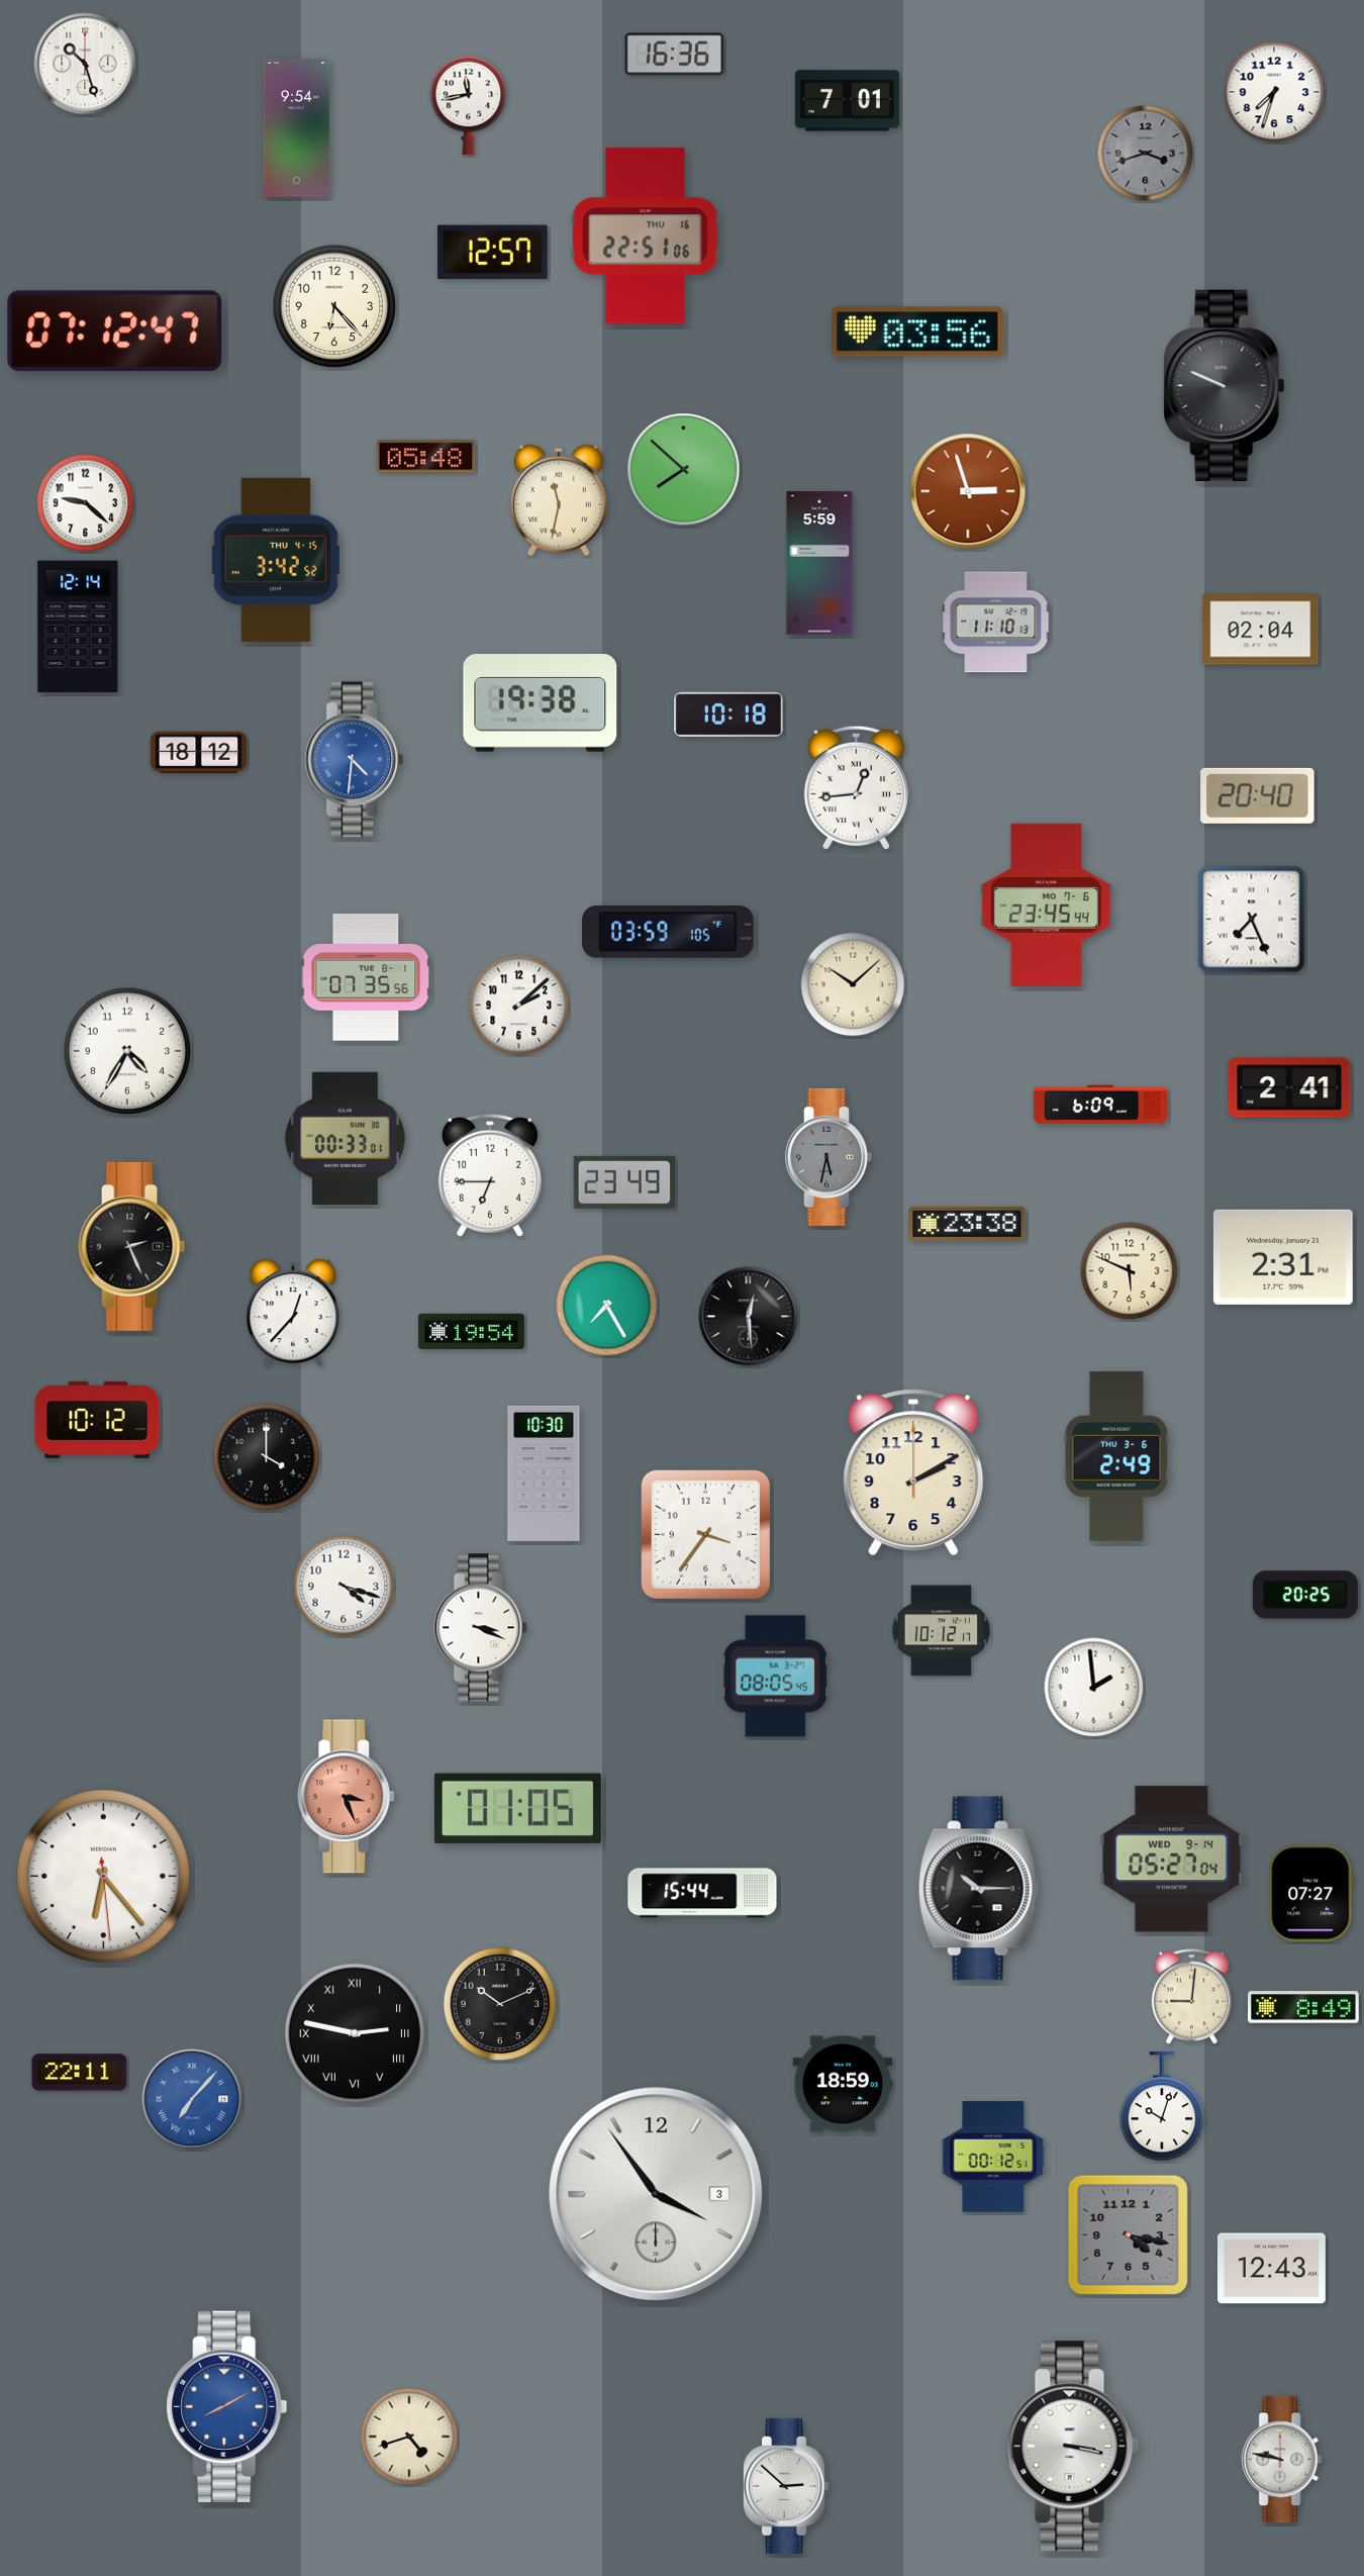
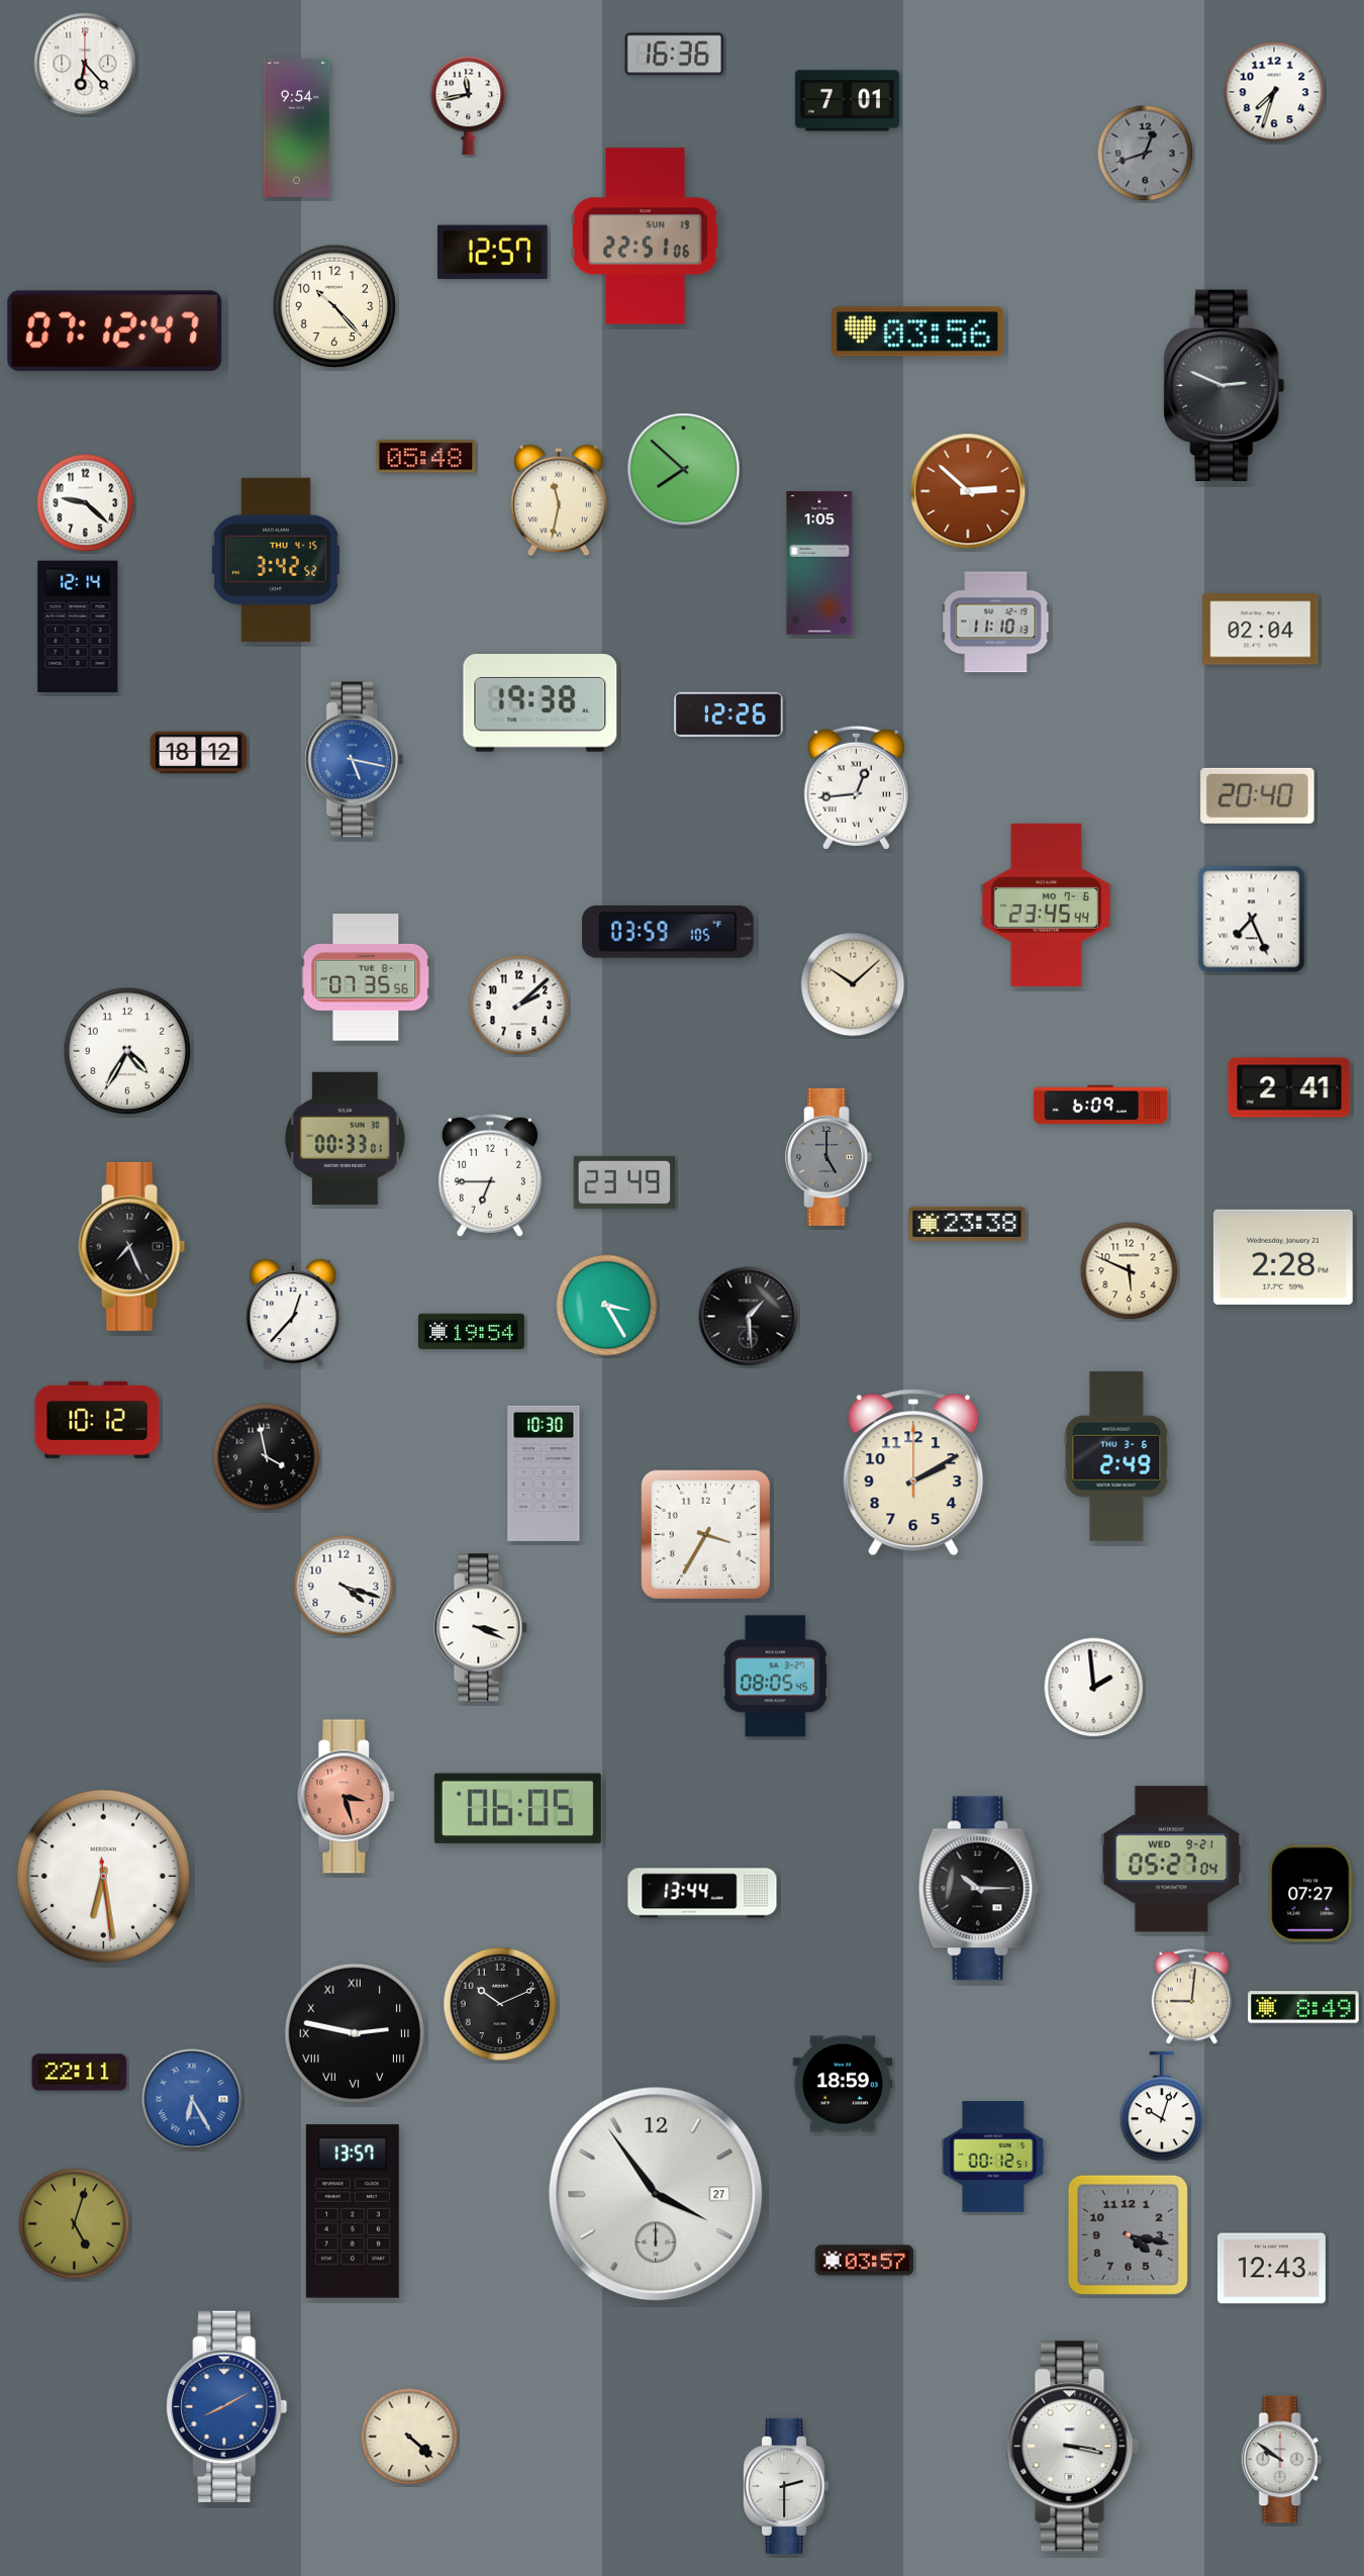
clock at (85, 64): 10:27 -> 6:23
clock at (1146, 154): 3:42 -> 12:42
clock at (645, 236) date: THU 16 -> SUN 19
clock at (334, 306): 6:23 -> 10:23
clock at (1225, 385): 9:49 -> 2:49
clock at (968, 491): 2:57 -> 2:52
clock at (819, 563): 5:59 -> 1:05
clock at (729, 713): 10:18 -> 12:26
clock at (355, 760): 4:31 -> 5:17
clock at (829, 1157): 5:32 -> 5:00
clock at (132, 1246): 2:26 -> 7:26
clock at (1283, 1257): 2:31 -> 2:28
clock at (607, 1306): 7:25 -> 3:25
clock at (749, 1317): 12:29 -> 1:29
clock at (267, 1457): 4:00 -> 3:58
clock at (705, 1534): 3:36 -> 3:35
clock at (1305, 1595): 20:25 -> none
clock at (942, 1631): 10:12 -> none
clock at (347, 1797): 3:26 -> 3:27
clock at (517, 1809): 01:05 -> 06:05
clock at (1172, 1859) date: WED 9-14 -> WED 9-21
clock at (103, 1876): 6:23 -> 6:28
clock at (702, 1893): 15:44 -> 13:44
clock at (192, 2099): 7:07 -> 6:25
clock at (656, 2194) date: 3 -> 27
clock at (353, 2211): none -> 13:57
clock at (75, 2224): none -> 5:03
clock at (865, 2261): none -> 03:57
clock at (409, 2437): 4:42 -> 4:22
clock at (1282, 2460): 9:47 -> 9:51
clock at (786, 2486): 2:52 -> 2:30
